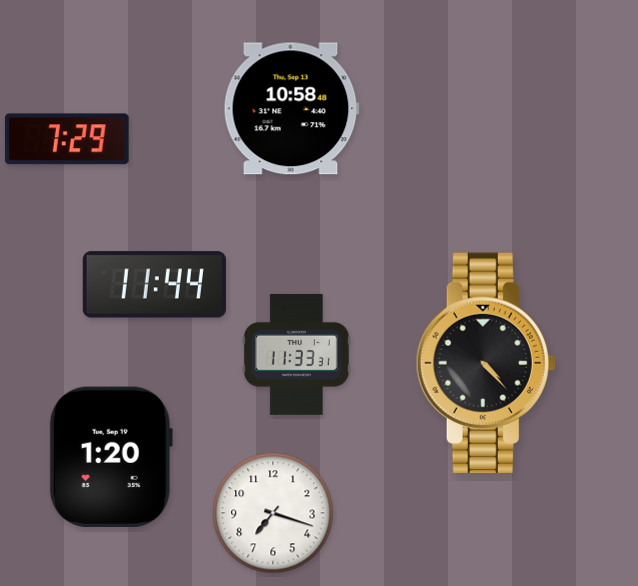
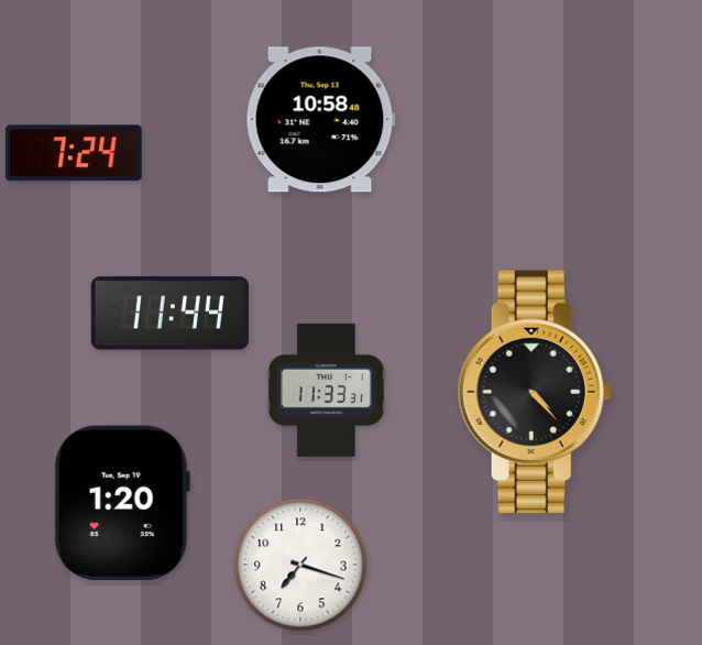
clock at (67, 139): 7:29 -> 7:24
clock at (486, 363) position: (486, 363) -> (535, 392)
